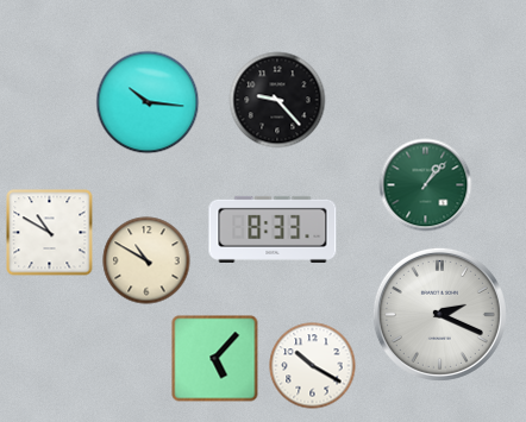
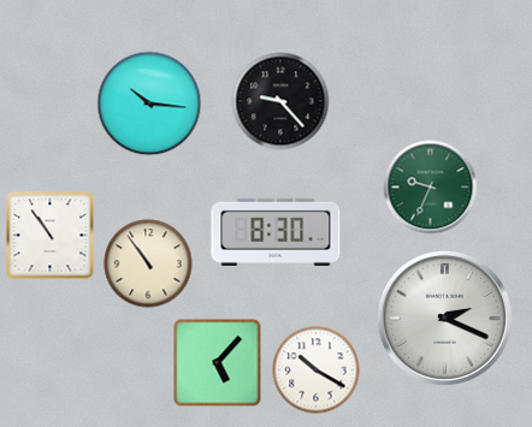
clock at (426, 185): 1:07 -> 9:34
clock at (273, 229): 8:33 -> 8:30
clock at (50, 233): 10:50 -> 10:54
clock at (146, 260): 10:50 -> 10:54
